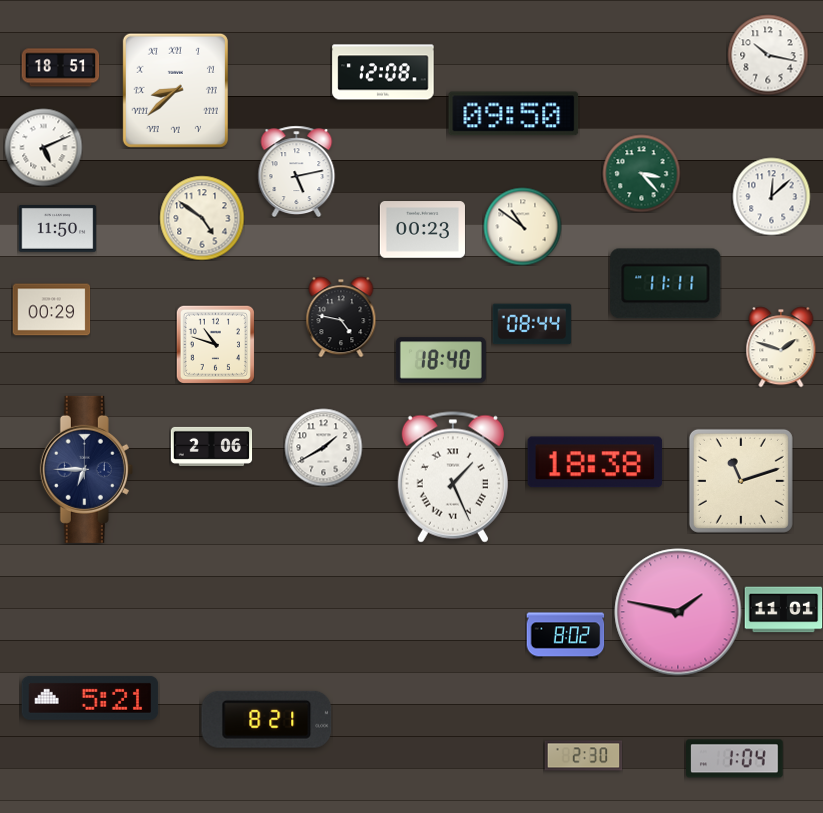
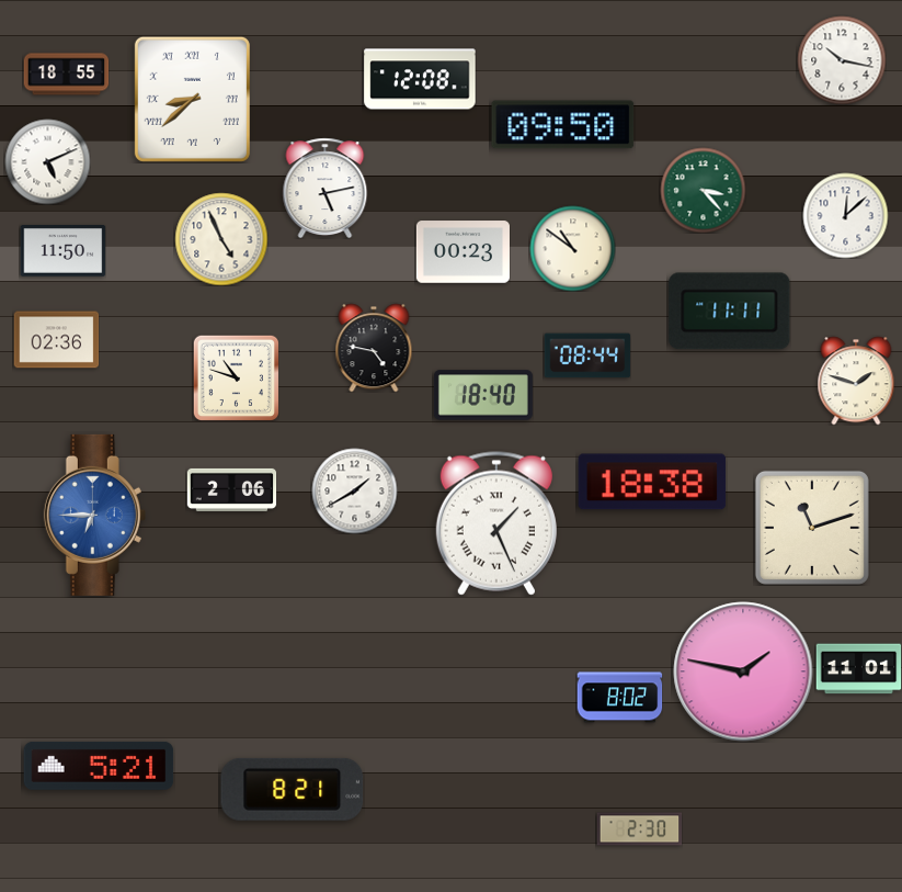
clock at (60, 68): 18:51 -> 18:55
clock at (202, 218): 4:51 -> 4:56
clock at (51, 310): 00:29 -> 02:36
clock at (532, 324) position: (532, 324) -> (587, 355)
clock at (595, 462) position: (595, 462) -> (652, 482)
clock at (86, 469) dial: navy -> blue
clock at (735, 759): 1:04 -> none
